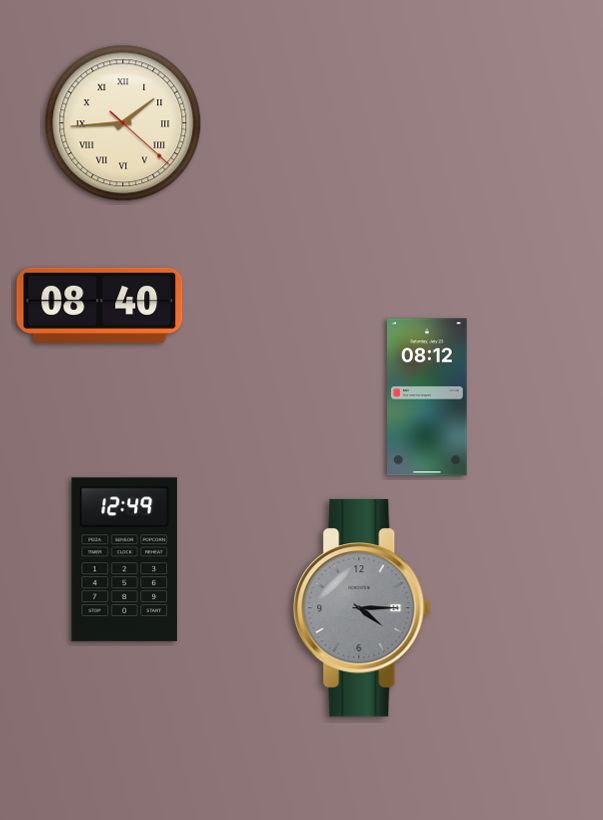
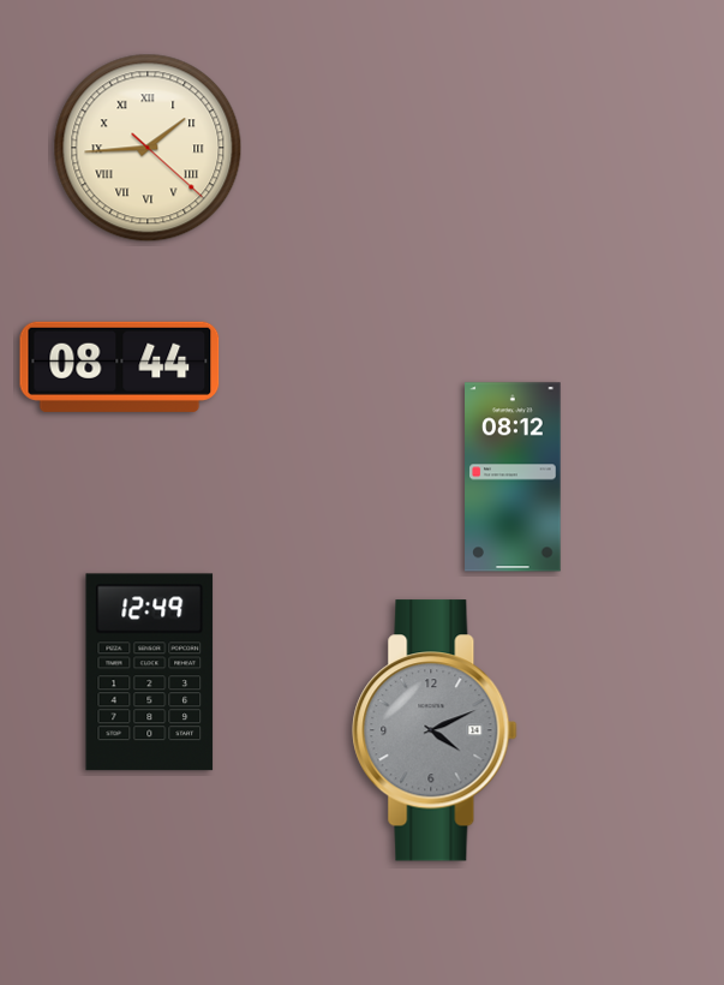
clock at (100, 305): 08:40 -> 08:44
clock at (362, 608): 4:15 -> 4:11
